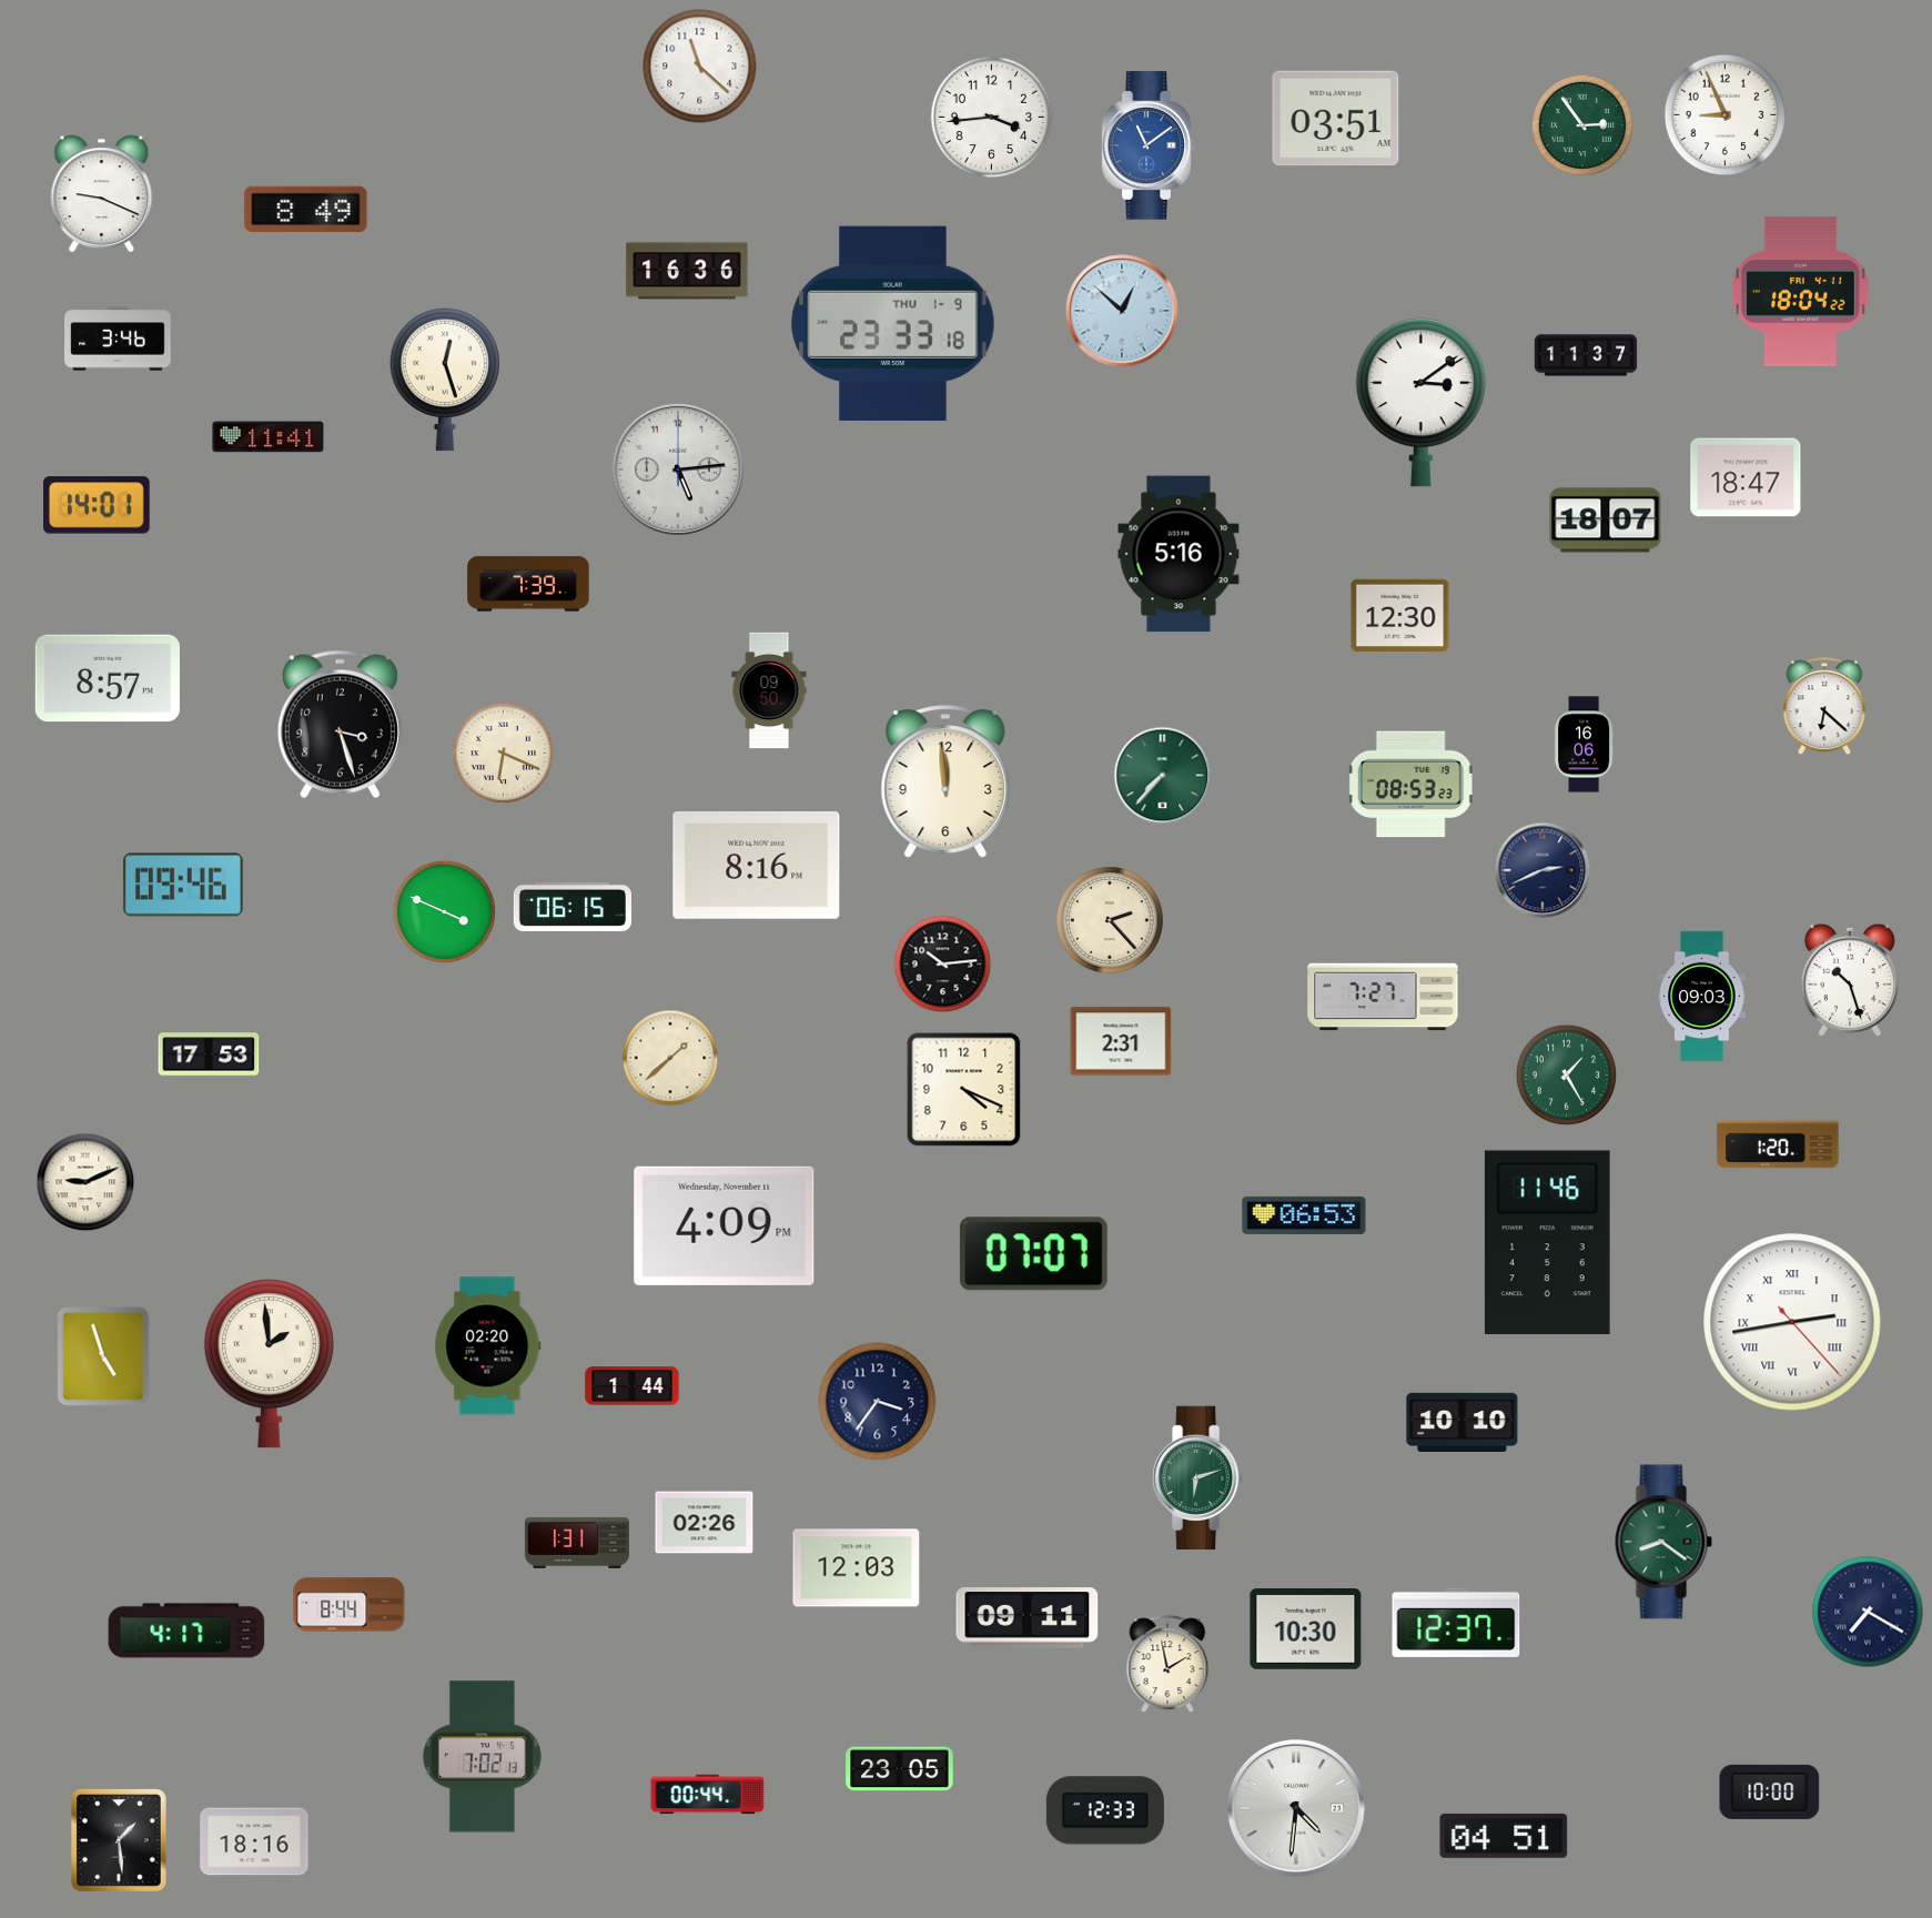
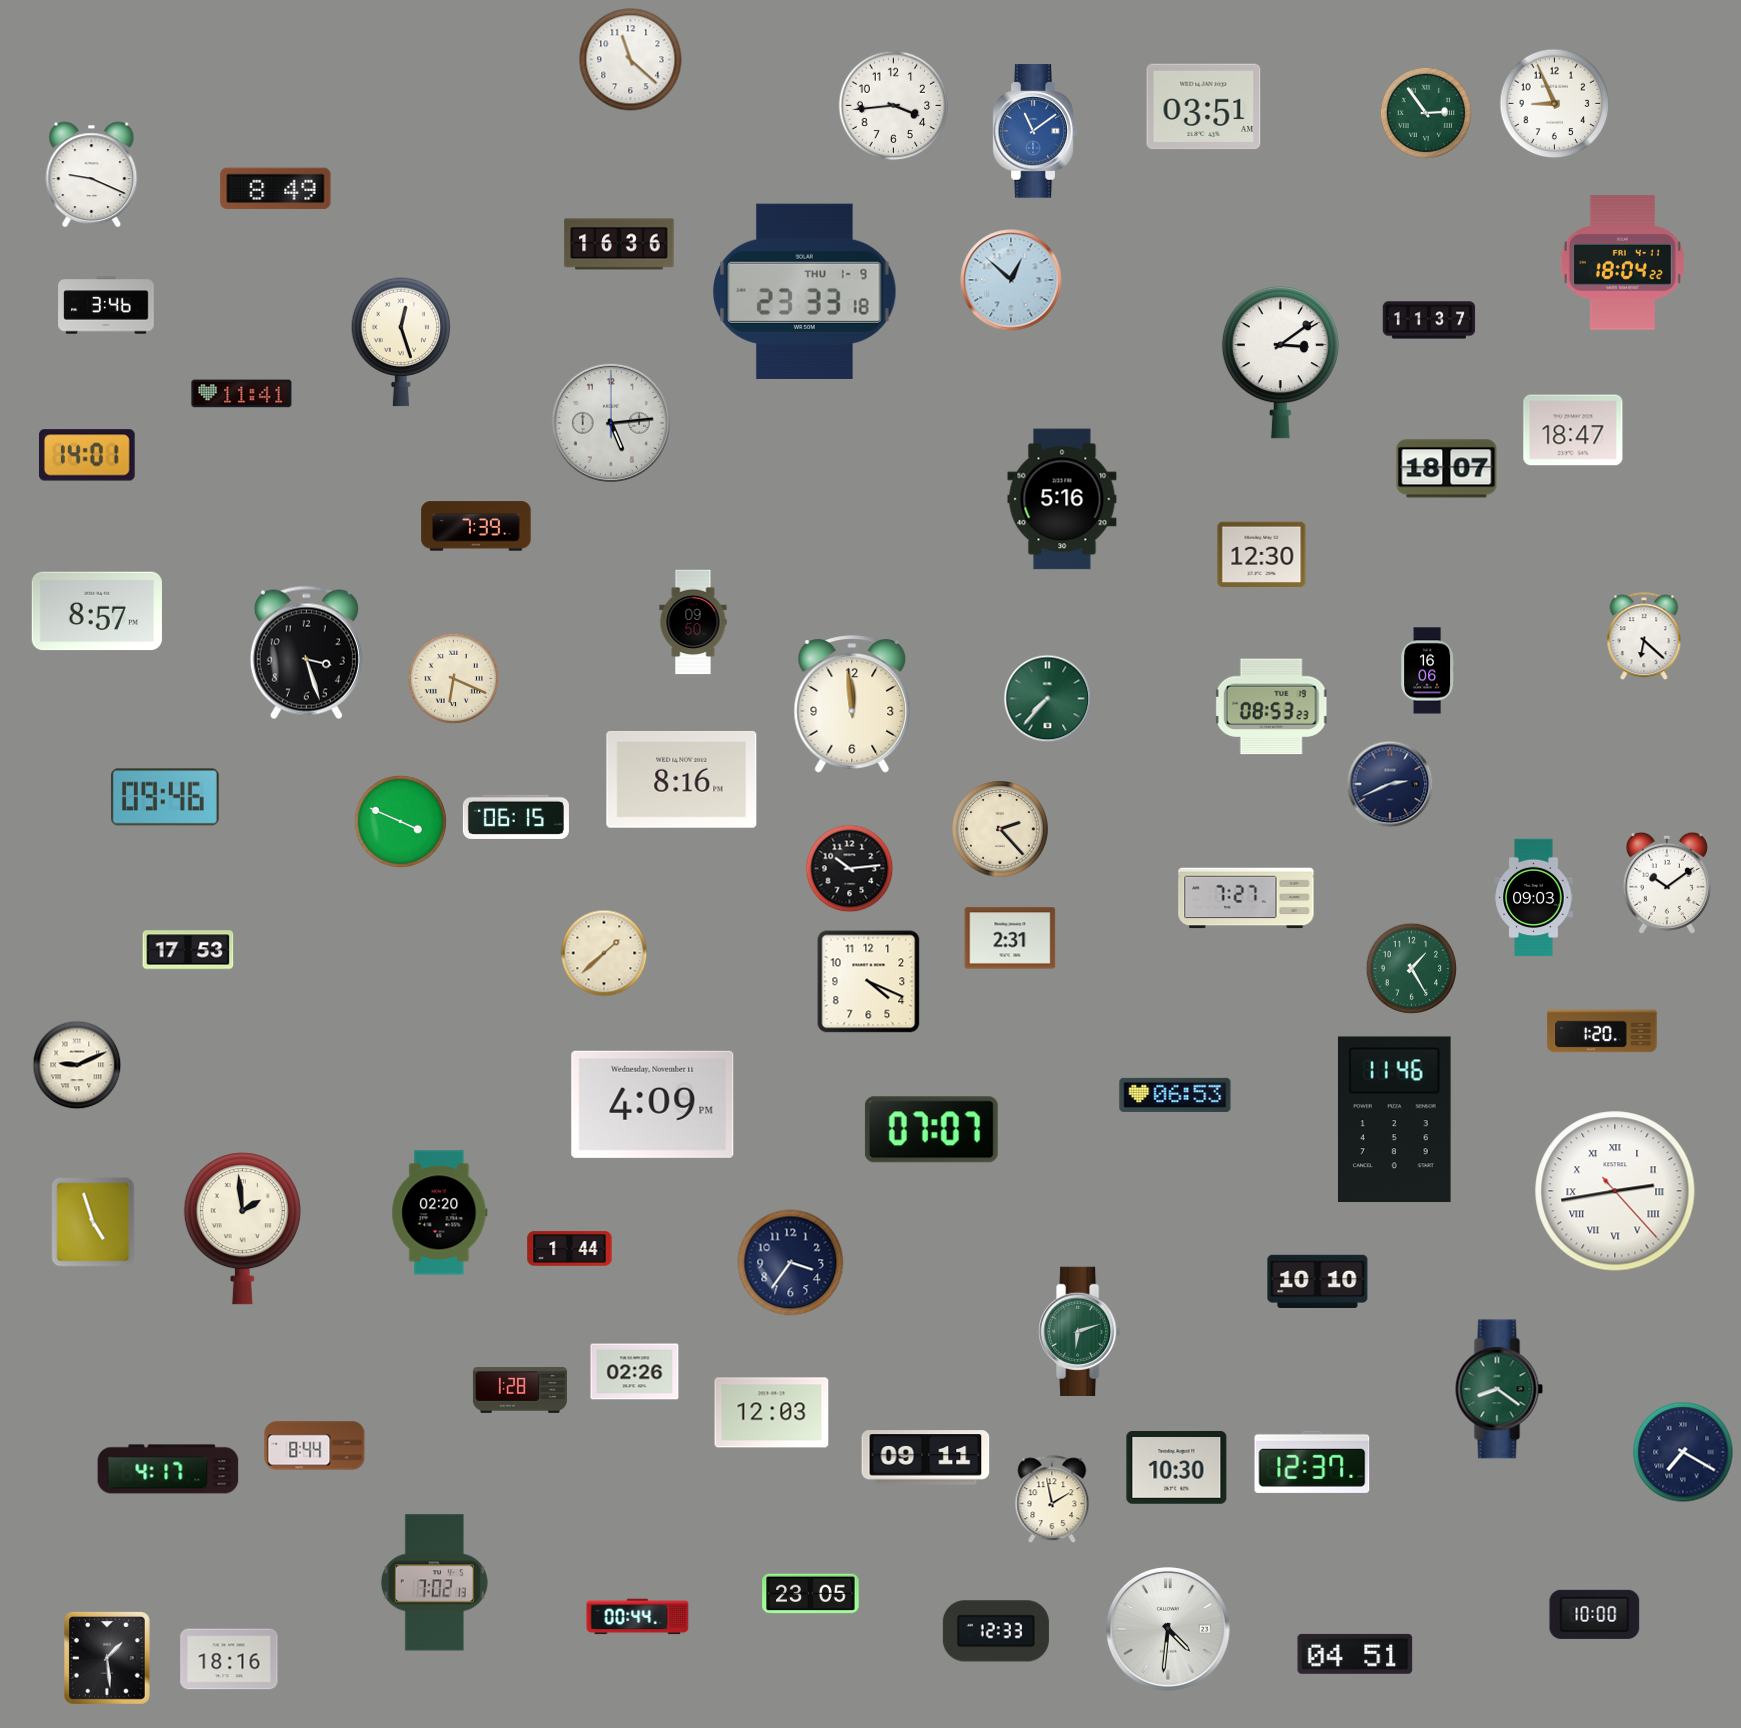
clock at (1850, 980): 10:27 -> 10:09
clock at (577, 1543): 1:31 -> 1:28
